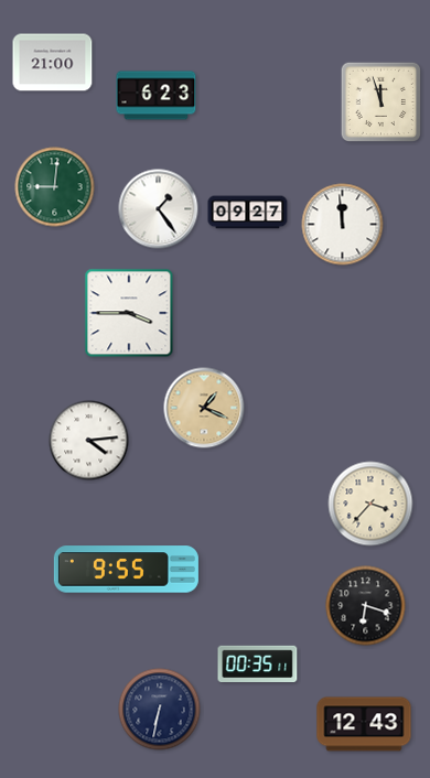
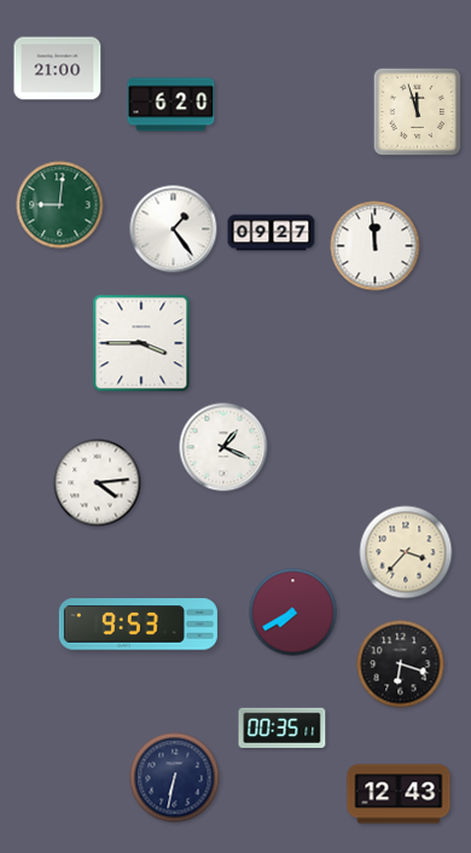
clock at (157, 96): 6:23 -> 6:20
clock at (204, 408) dial: champagne -> white
clock at (293, 613): none -> 7:40
clock at (126, 570): 9:55 -> 9:53
